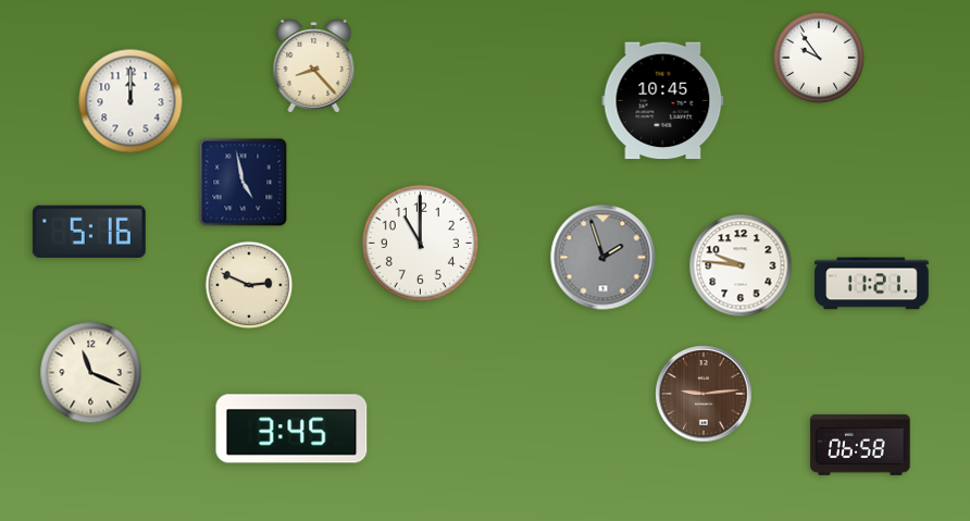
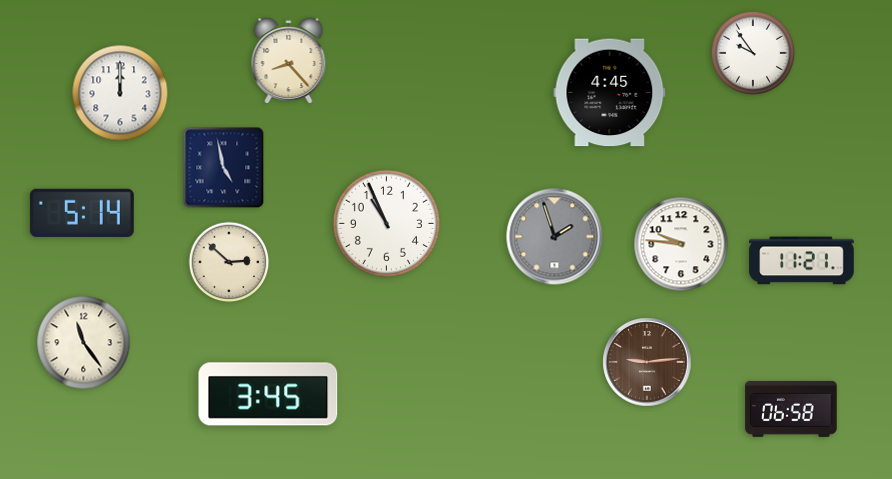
clock at (663, 101): 10:45 -> 4:45
clock at (89, 232): 5:16 -> 5:14
clock at (420, 243): 11:00 -> 10:56
clock at (249, 285): 2:49 -> 2:52
clock at (91, 373): 11:19 -> 11:24
